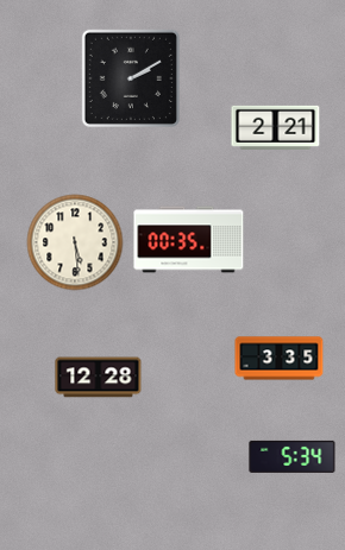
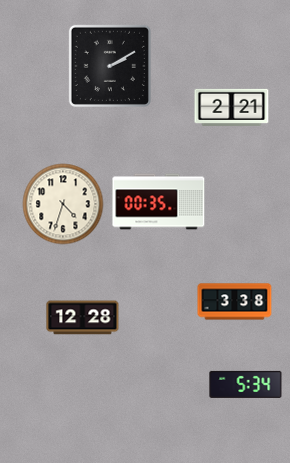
clock at (75, 242): 5:29 -> 4:33
clock at (280, 359): 3:35 -> 3:38
